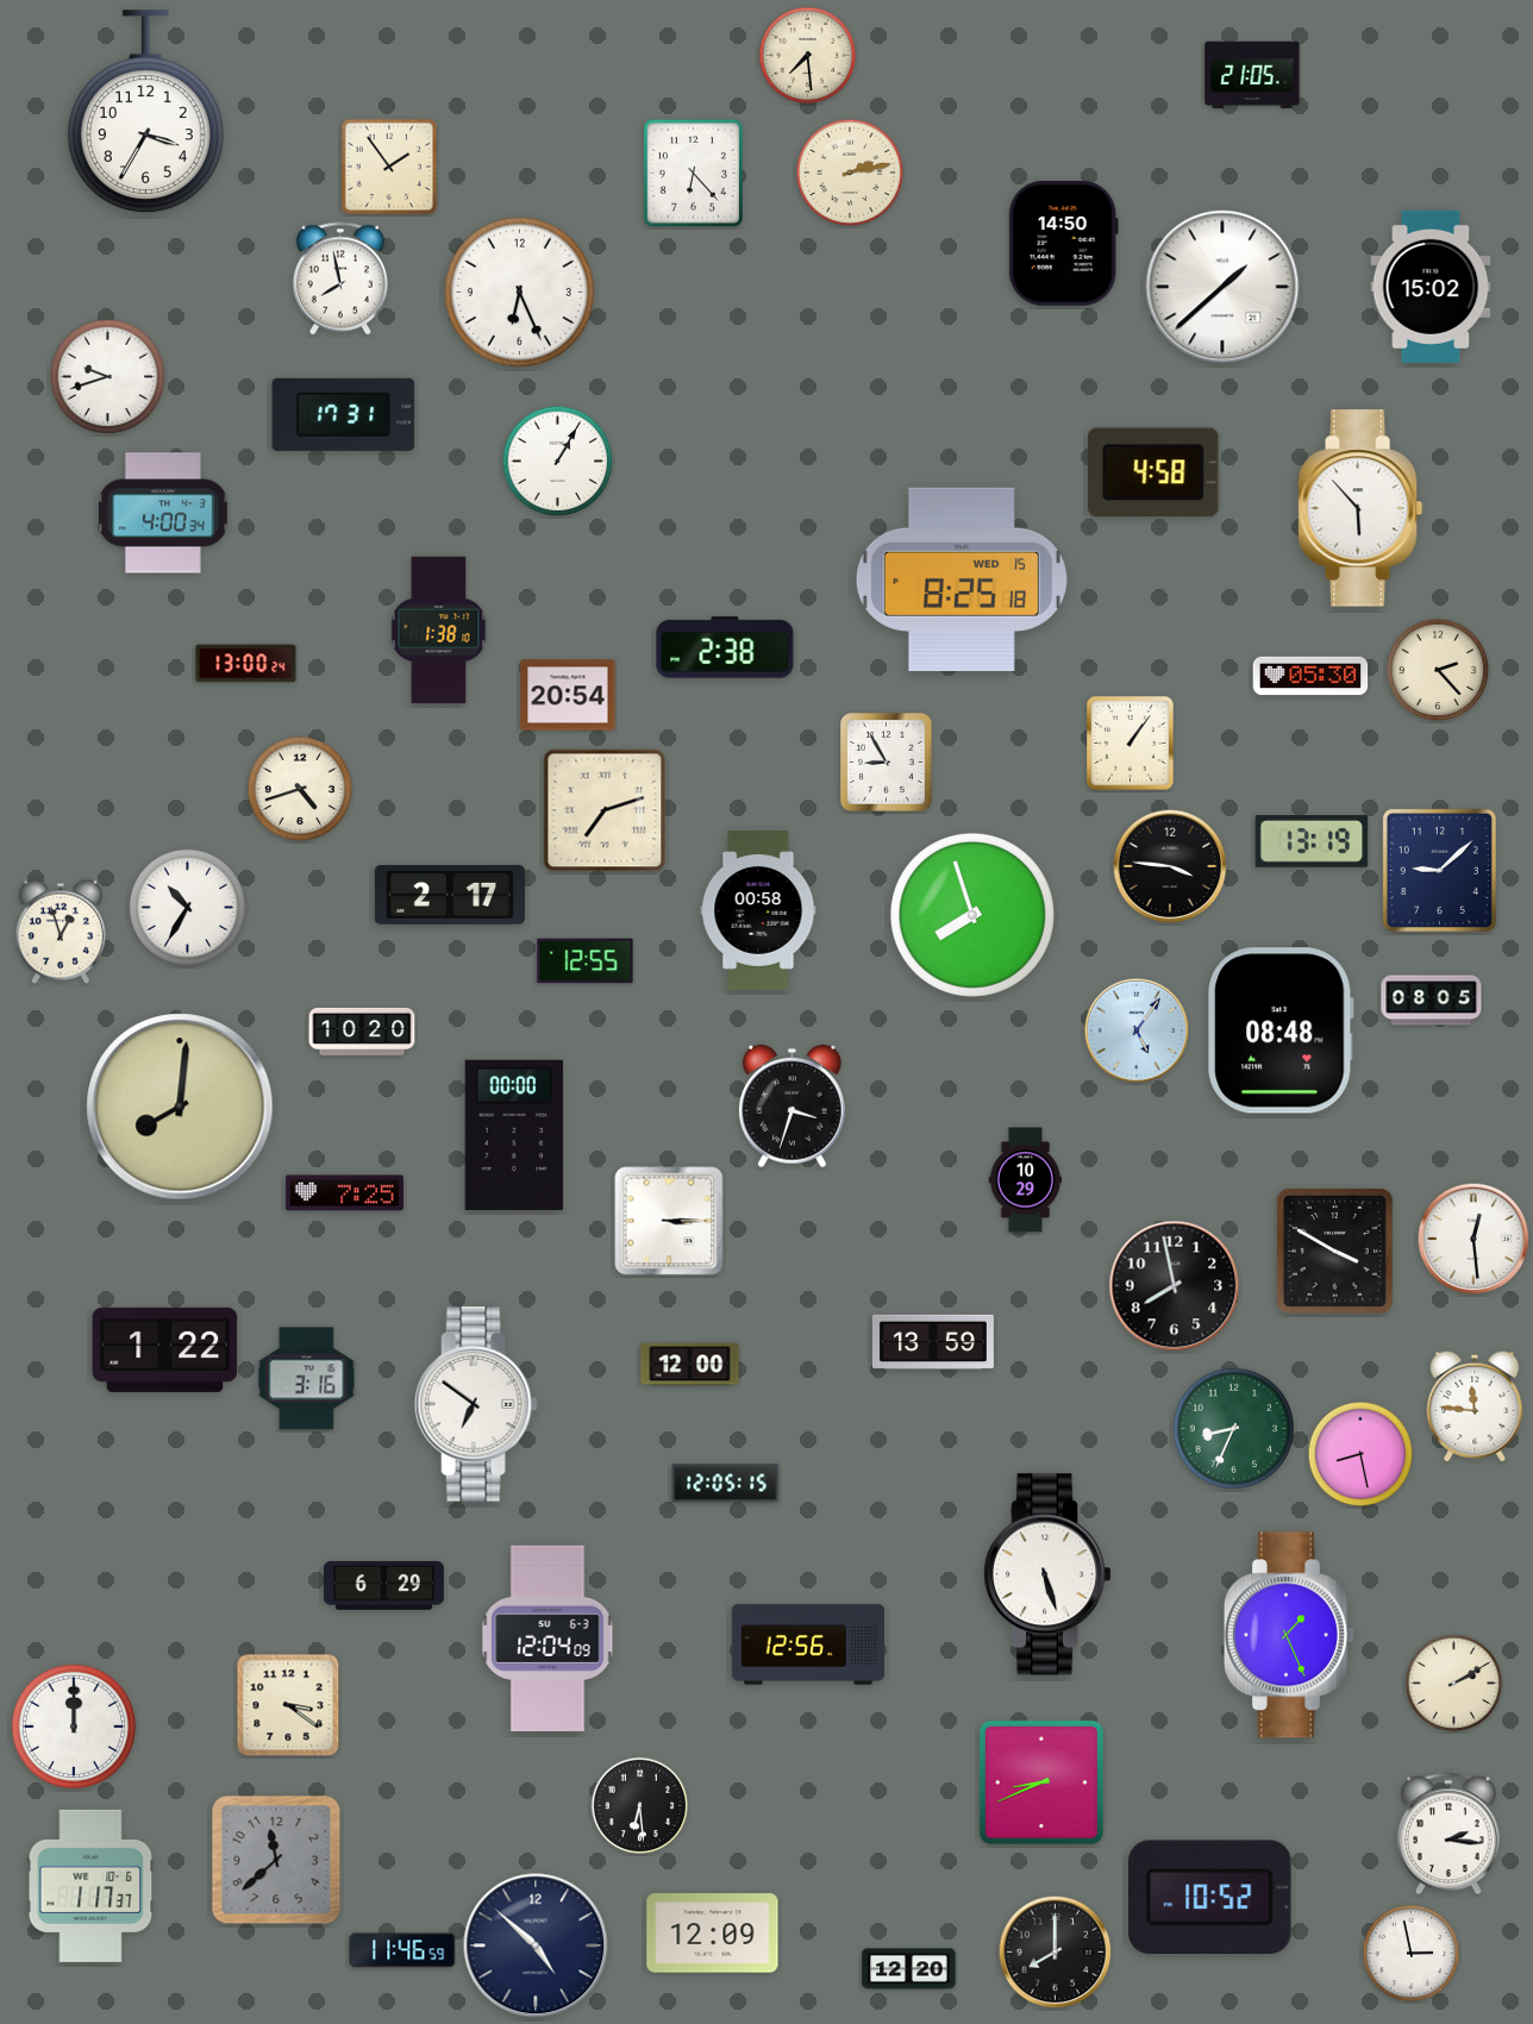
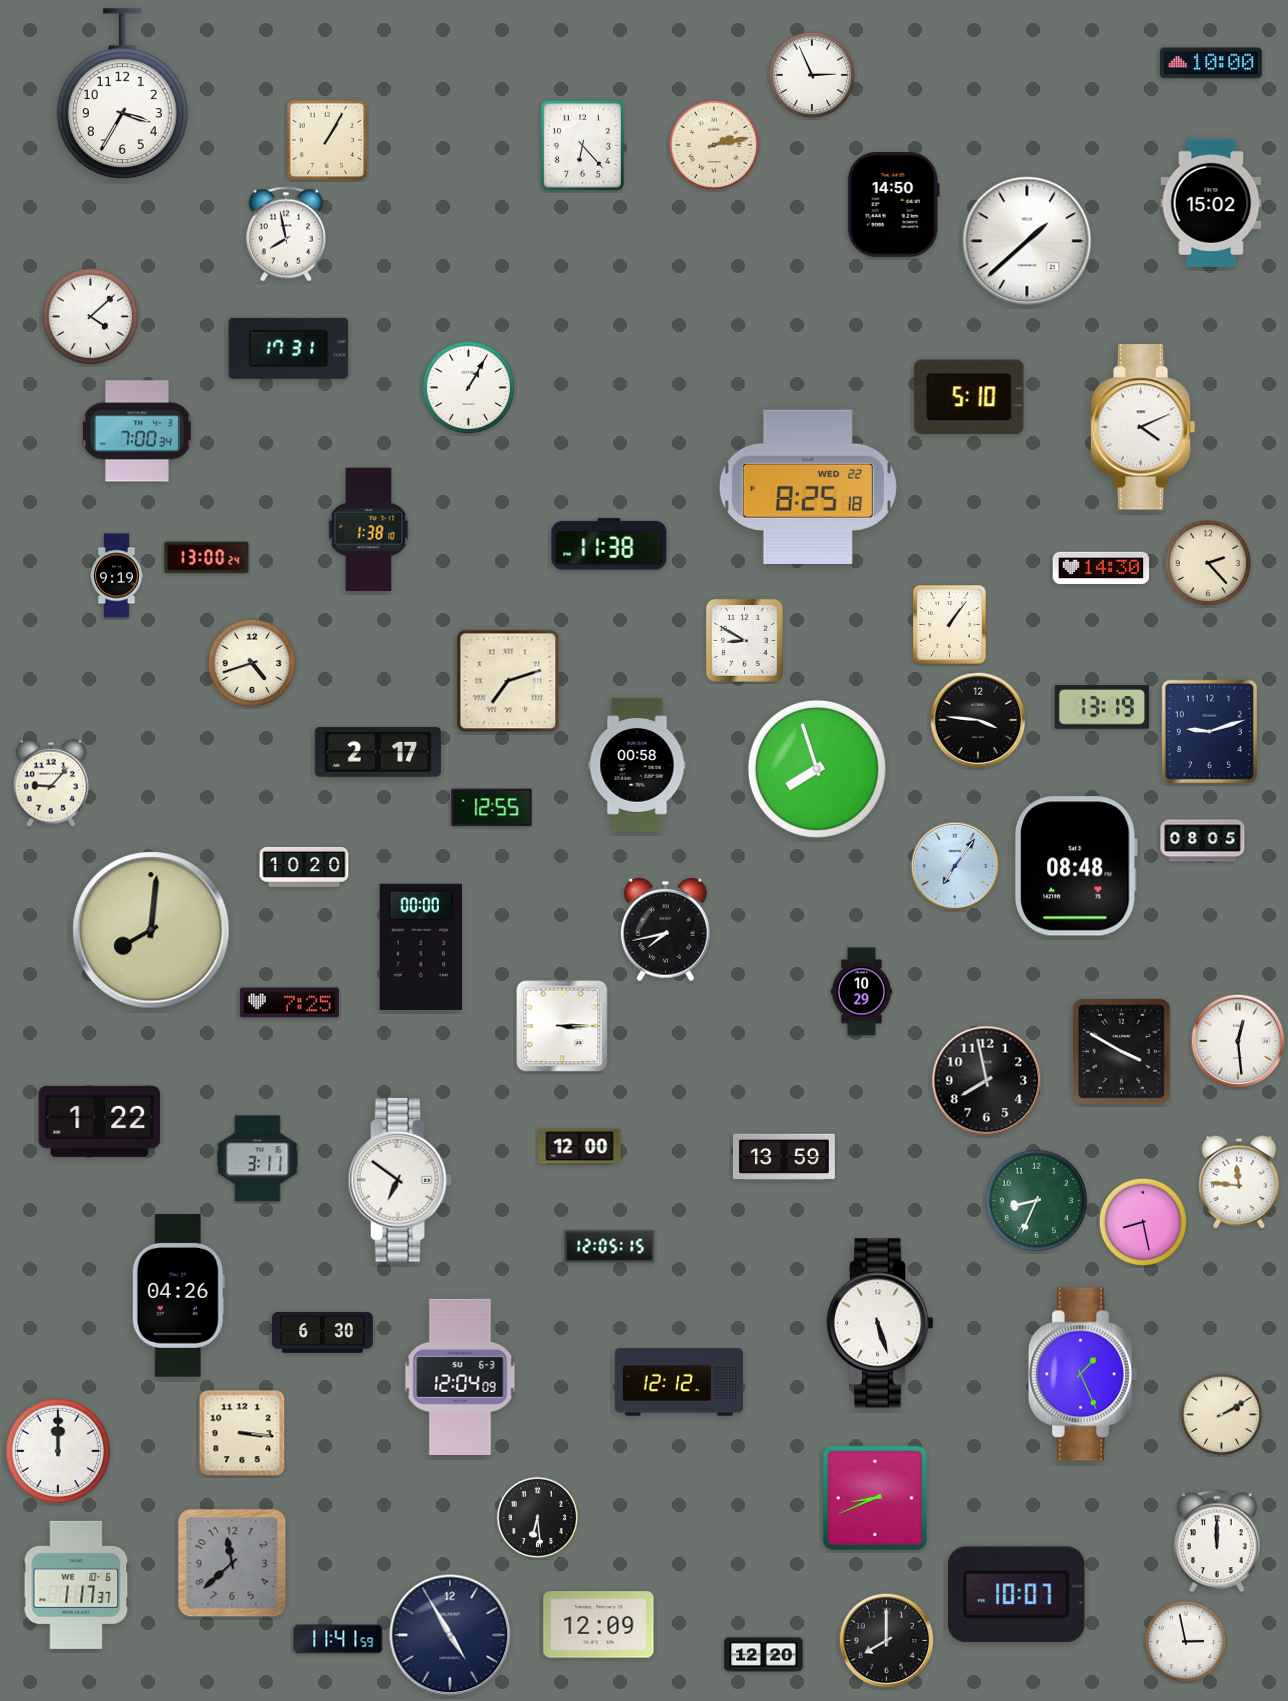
clock at (808, 56): 7:29 -> none
clock at (1252, 75): 21:05 -> none
clock at (1211, 63): none -> 10:00
clock at (812, 75): none -> 2:56
clock at (389, 167): 1:54 -> 1:05
clock at (1431, 287) position: (1431, 287) -> (1211, 203)
clock at (519, 292): 6:26 -> none
clock at (108, 377): 9:42 -> 4:08
clock at (1153, 472): 4:58 -> 5:10
clock at (1360, 508): 5:53 -> 4:11
clock at (163, 513): 4:00 -> 7:00
clock at (962, 579) date: WED 15 -> WED 22
clock at (725, 647): 2:38 -> 11:38
clock at (1310, 676): 05:30 -> 14:30
clock at (117, 576): none -> 9:19
clock at (568, 695): 20:54 -> none
clock at (887, 763): 8:55 -> 8:50
clock at (1170, 866) position: (1170, 866) -> (978, 720)
clock at (1439, 870): 9:08 -> 9:12
clock at (188, 908): 10:35 -> none
clock at (61, 932): 12:57 -> 9:07
clock at (1137, 1030): 5:06 -> 7:06
clock at (793, 1107): 3:33 -> 7:43
clock at (514, 1135) position: (514, 1135) -> (421, 947)
clock at (933, 1342) position: (933, 1342) -> (784, 1157)
clock at (165, 1349) position: (165, 1349) -> (100, 1121)
clock at (307, 1379): 3:16 -> 3:11
clock at (178, 1296): none -> 04:26
clock at (383, 1585): 6:29 -> 6:30
clock at (808, 1644): 12:56 -> 12:12
clock at (288, 1705): 3:21 -> 3:16
clock at (73, 1725) position: (73, 1725) -> (57, 1450)
clock at (1448, 1834): 2:16 -> 12:00
clock at (1210, 1898): 10:52 -> 10:07
clock at (536, 1945): 4:52 -> 4:55
clock at (402, 1950): 11:46 -> 11:41
